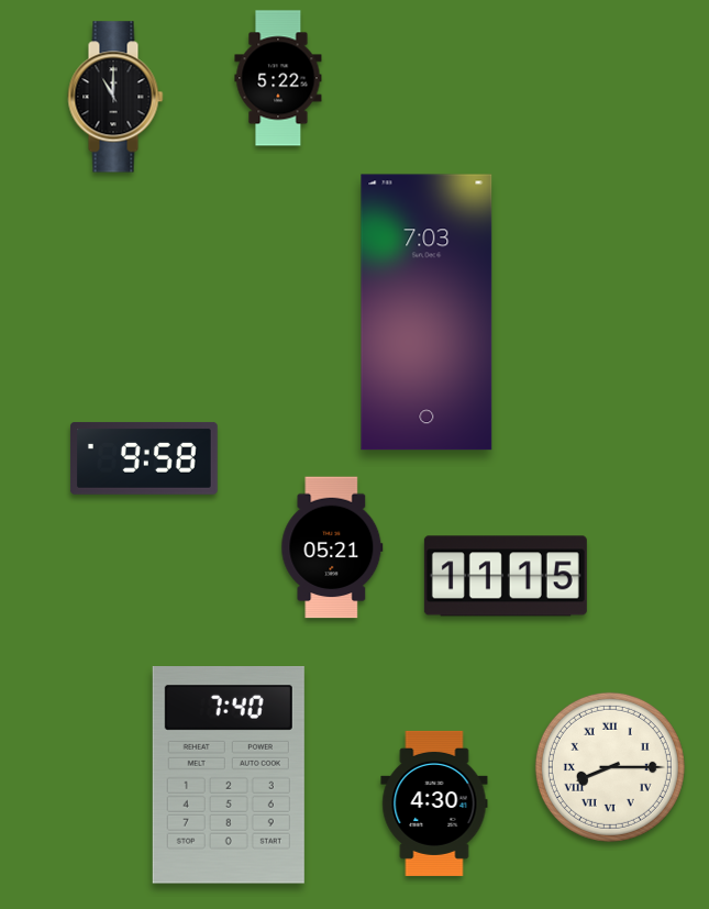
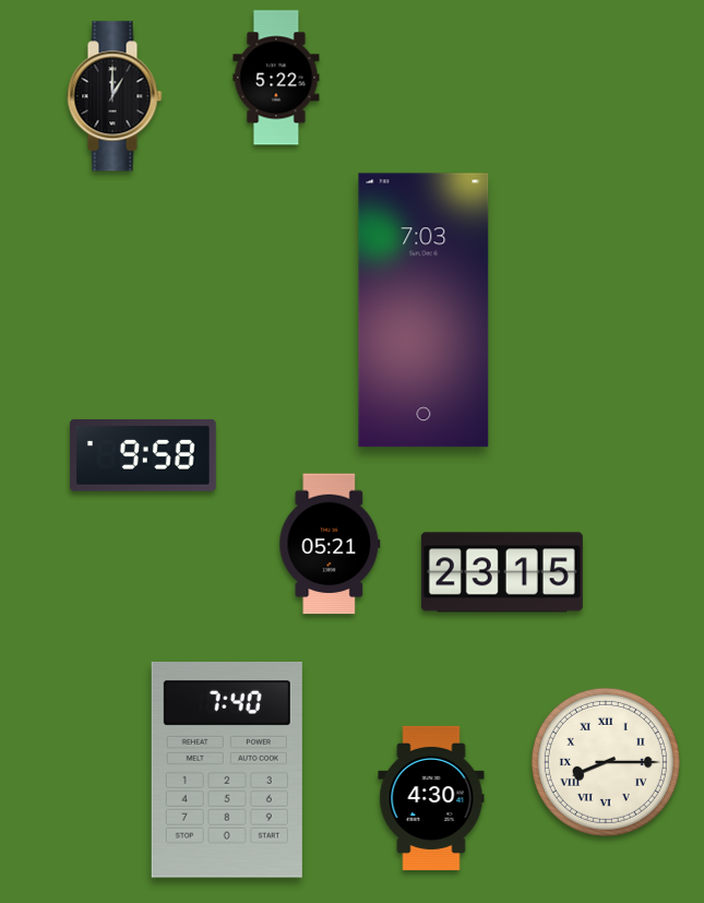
clock at (115, 97): 11:00 -> 1:00
clock at (506, 576): 11:15 -> 23:15
